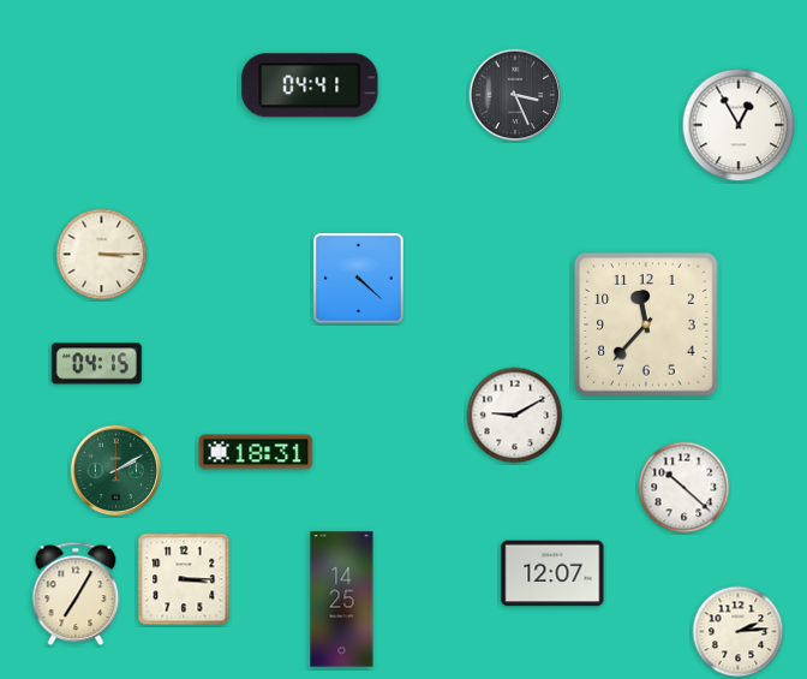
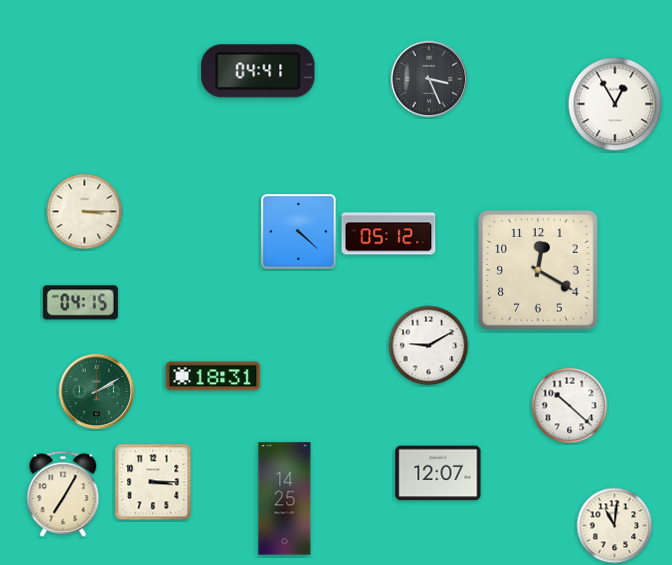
clock at (389, 234): none -> 05:12
clock at (646, 324): 11:37 -> 12:20
clock at (552, 573) position: (552, 573) -> (438, 473)
clock at (739, 632): 2:14 -> 11:01
